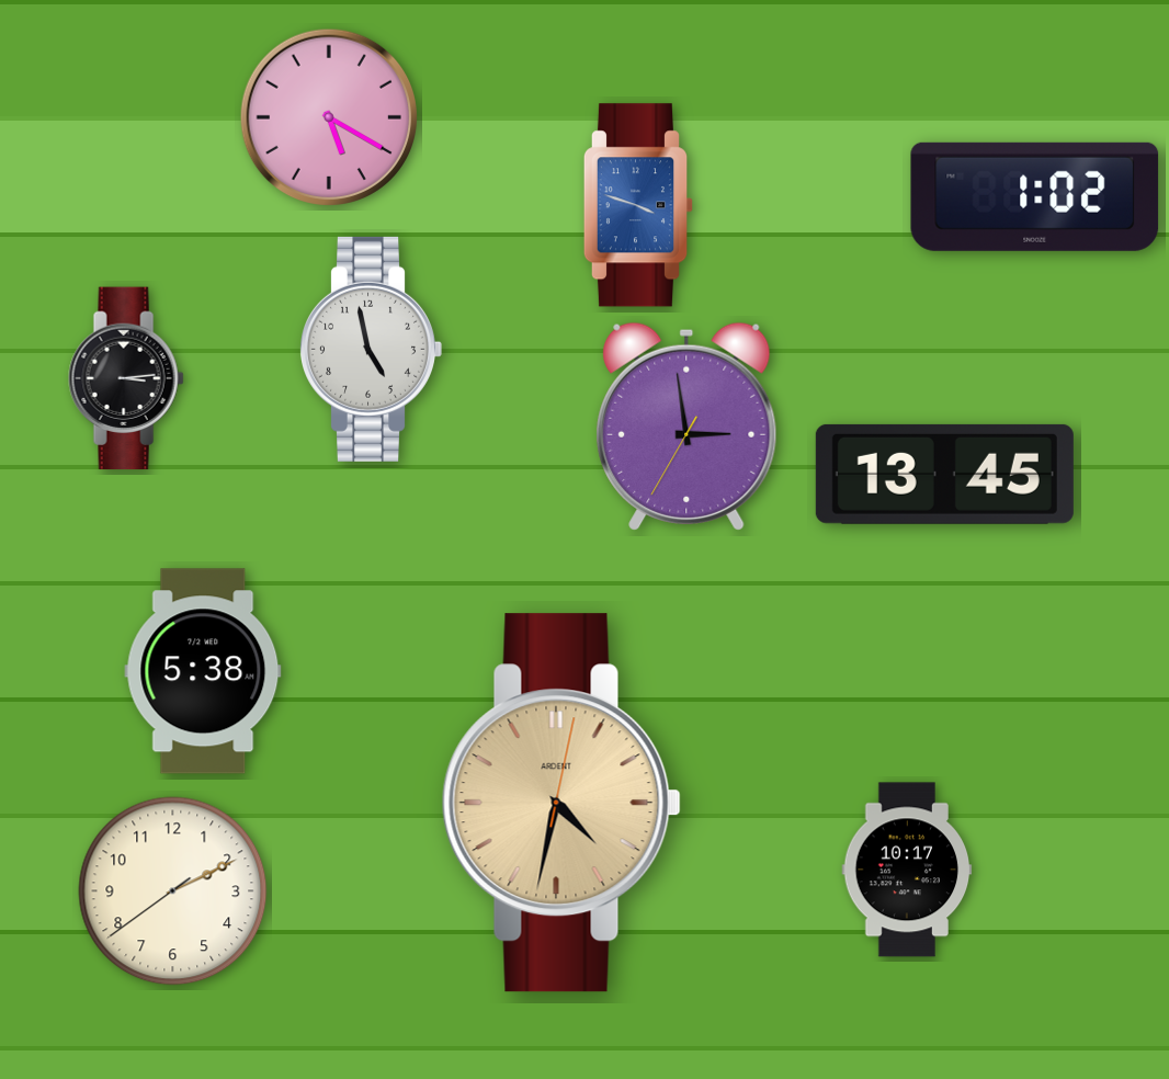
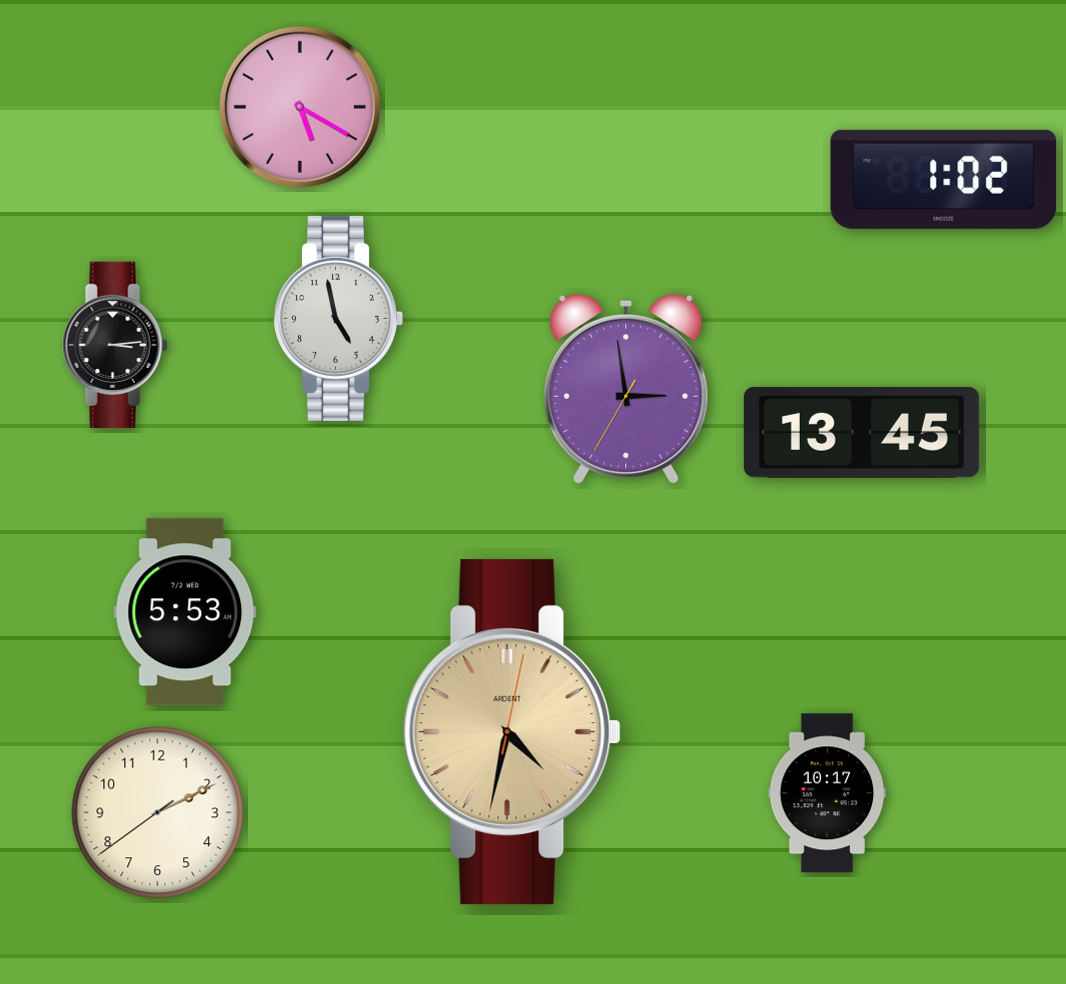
clock at (638, 205): 3:48 -> none
clock at (203, 671): 5:38 -> 5:53
